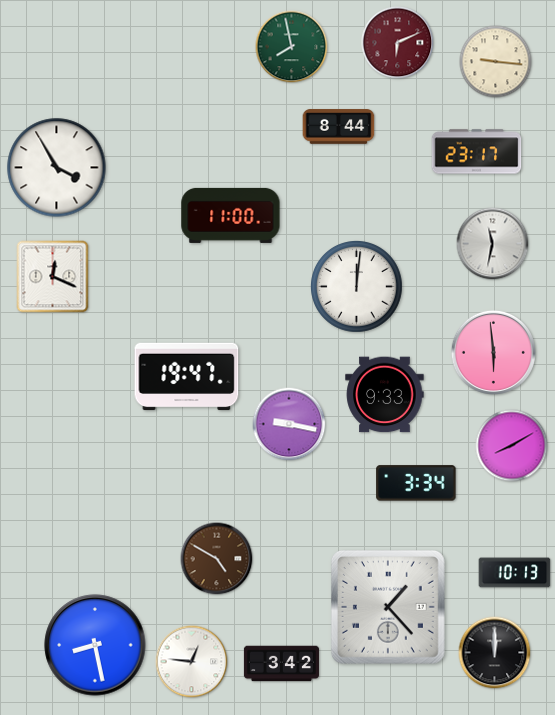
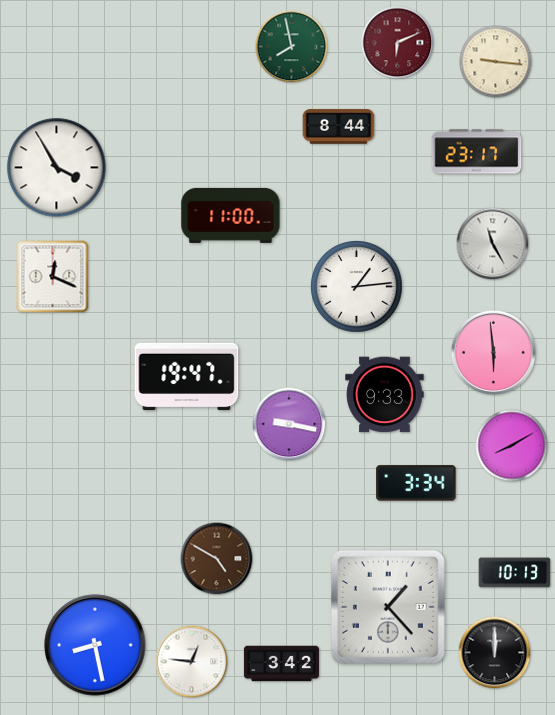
clock at (493, 244): 11:32 -> 11:25
clock at (357, 287): 12:01 -> 1:14
